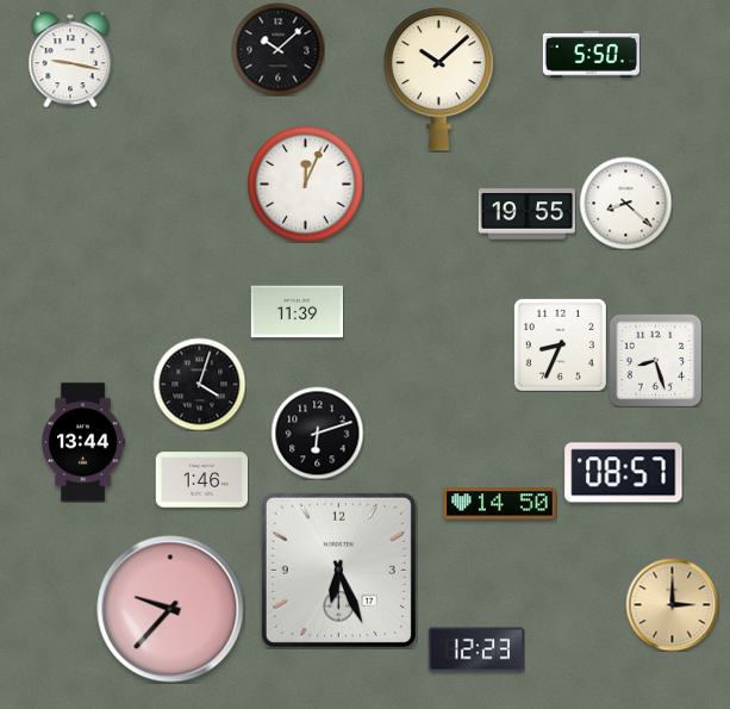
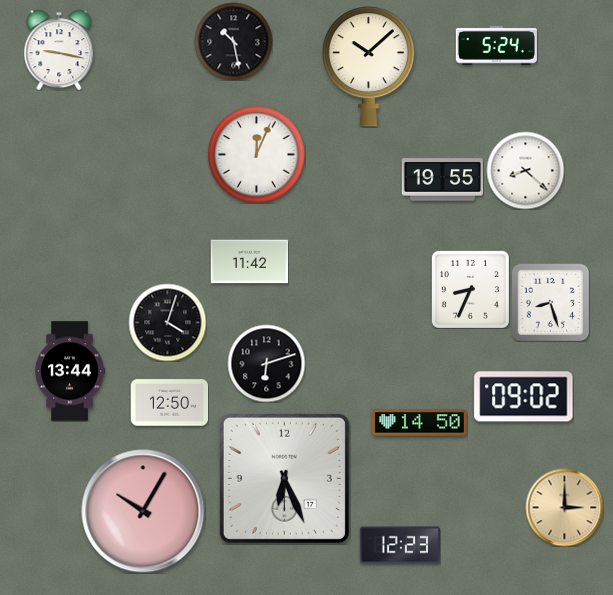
clock at (277, 49): 10:08 -> 10:28
clock at (591, 55): 5:50 -> 5:24
clock at (297, 312): 11:39 -> 11:42
clock at (624, 473): 08:57 -> 09:02
clock at (201, 480): 1:46 -> 12:50
clock at (170, 609): 9:37 -> 10:05
